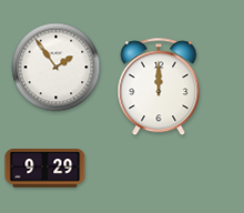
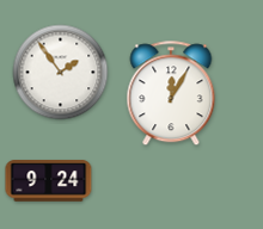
clock at (159, 88): 12:00 -> 12:05
clock at (45, 169): 9:29 -> 9:24
